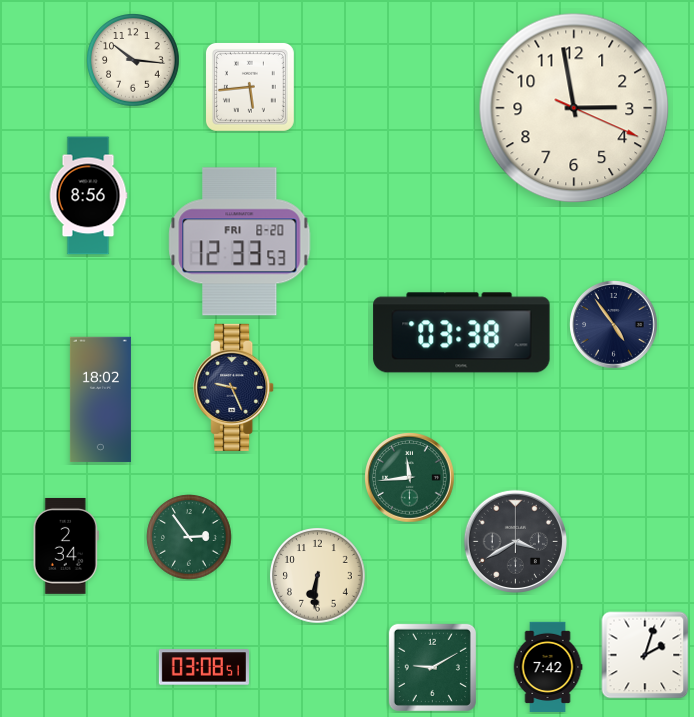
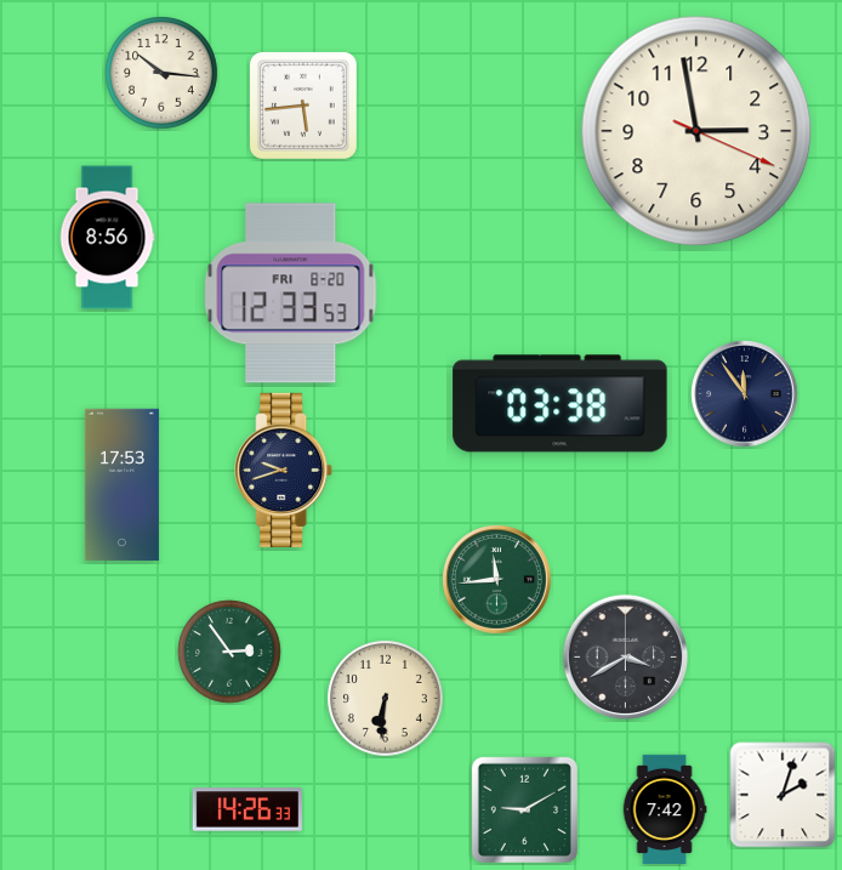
clock at (614, 325): 4:54 -> 11:54
clock at (234, 387): 9:26 -> 9:42
clock at (100, 400): 18:02 -> 17:53
clock at (66, 546): 2:34 -> none
clock at (204, 667): 03:08 -> 14:26
